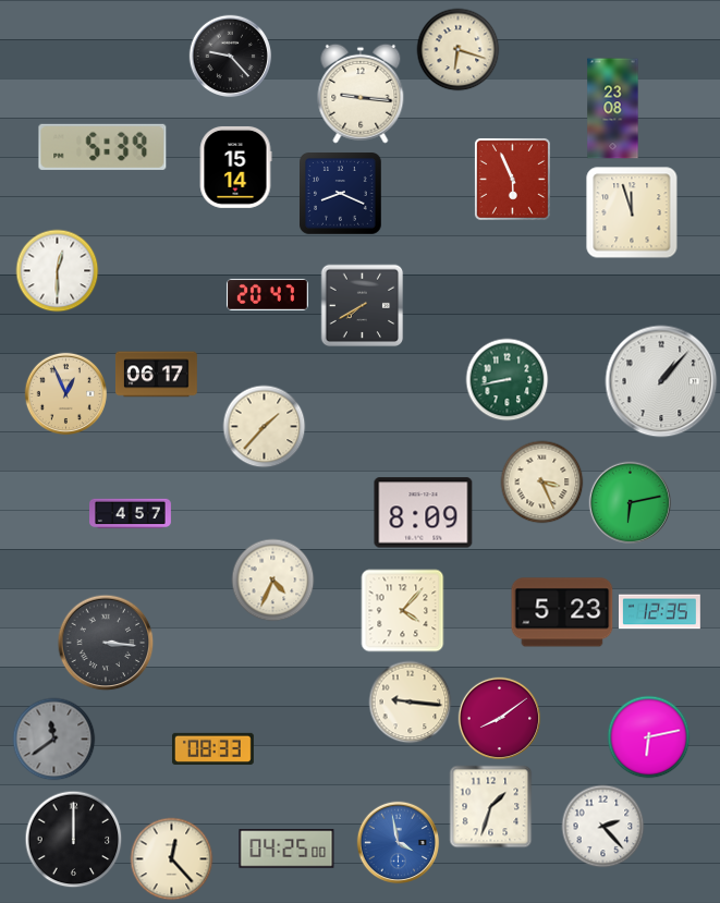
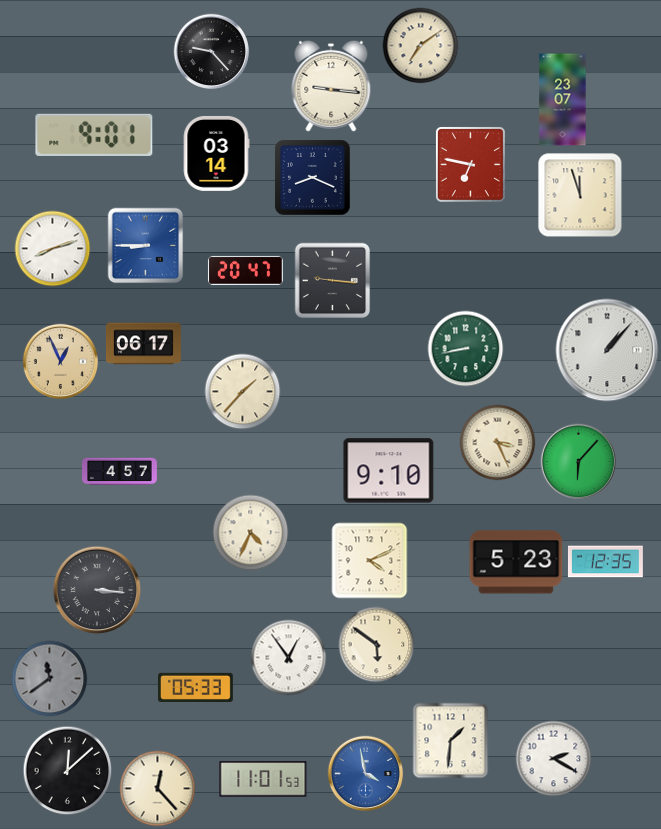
clock at (459, 50): 6:18 -> 7:09
clock at (613, 109): 23:08 -> 23:07
clock at (102, 147): 5:39 -> 9:01
clock at (235, 167): 15:14 -> 03:14
clock at (512, 179): 5:56 -> 6:47
clock at (146, 246): none -> 8:45
clock at (58, 271): 12:30 -> 8:12
clock at (363, 306): 7:40 -> 9:16
clock at (631, 503): 6:13 -> 6:07
clock at (424, 513): 8:09 -> 9:10
clock at (403, 611): 4:07 -> 4:11
clock at (411, 703): 9:16 -> 5:51
clock at (289, 658): none -> 12:54
clock at (500, 719): 8:09 -> none
clock at (649, 737): 6:13 -> none
clock at (213, 748): 08:33 -> 05:33
clock at (491, 807): 1:33 -> 1:31
clock at (603, 827): 2:23 -> 2:20
clock at (74, 840): 12:00 -> 12:08
clock at (286, 849): 04:25 -> 11:01
